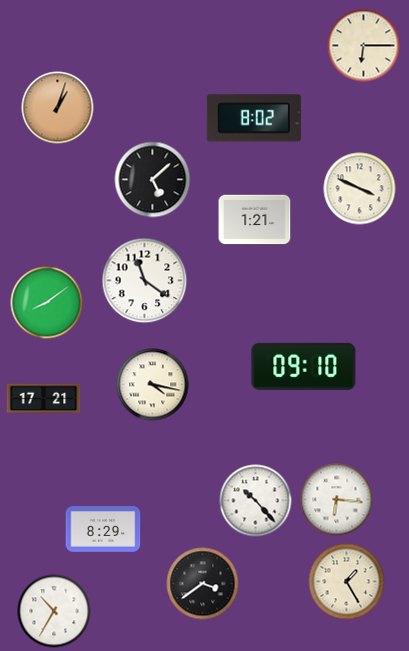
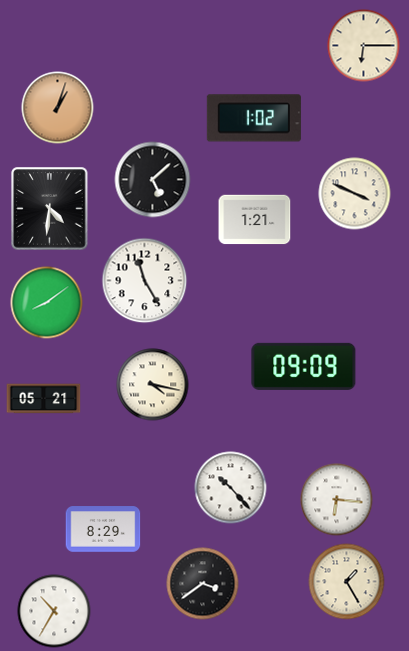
clock at (254, 118): 8:02 -> 1:02
clock at (360, 189) position: (360, 189) -> (355, 194)
clock at (50, 209): none -> 4:31
clock at (145, 281): 11:21 -> 11:25
clock at (304, 366): 09:10 -> 09:09
clock at (44, 399): 17:21 -> 05:21
clock at (256, 501) position: (256, 501) -> (231, 488)
